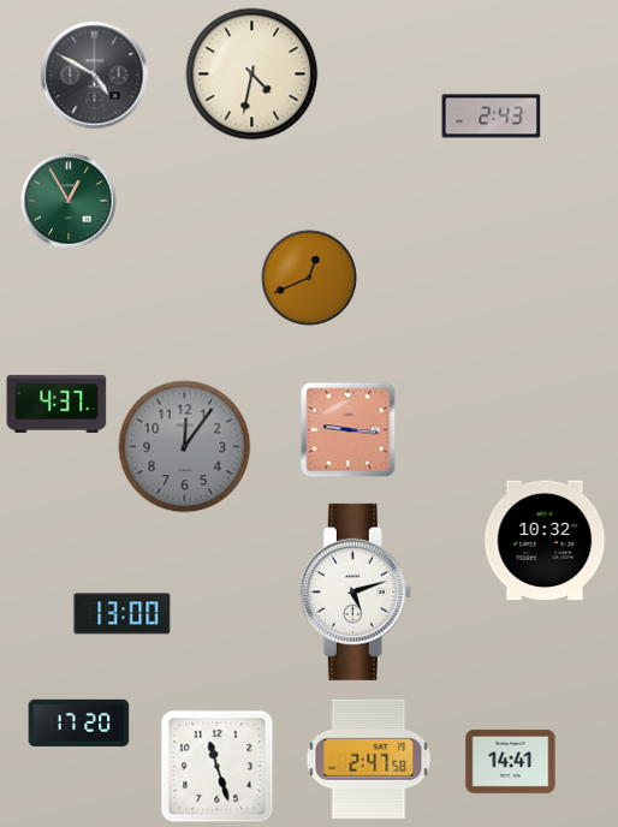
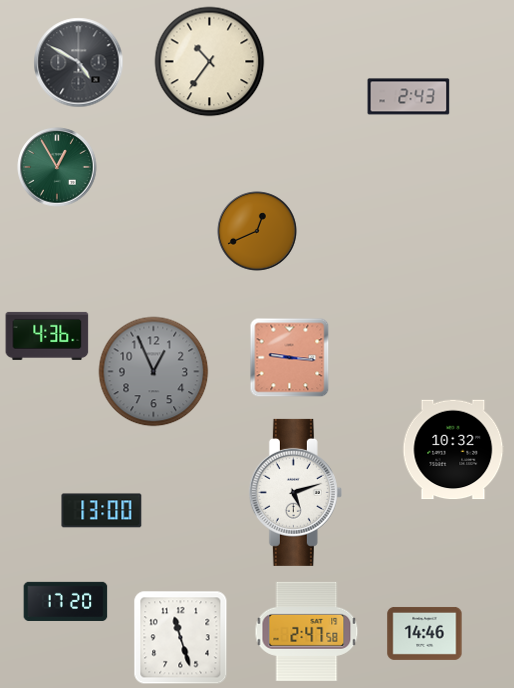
clock at (252, 75): 4:32 -> 10:36
clock at (57, 404): 4:37 -> 4:36
clock at (185, 447): 12:06 -> 12:56
clock at (511, 761): 14:41 -> 14:46
